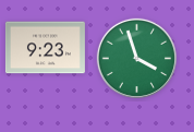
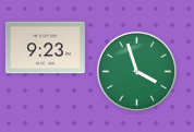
clock at (136, 58) position: (136, 58) -> (136, 71)
